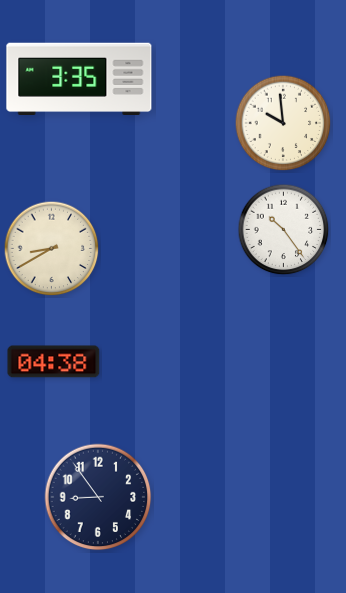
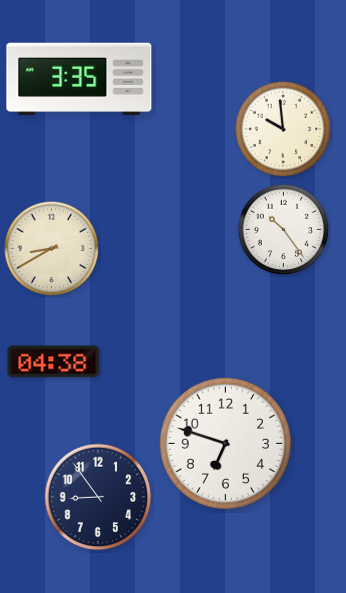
clock at (283, 123) position: (283, 123) -> (283, 129)
clock at (225, 443): none -> 6:48
